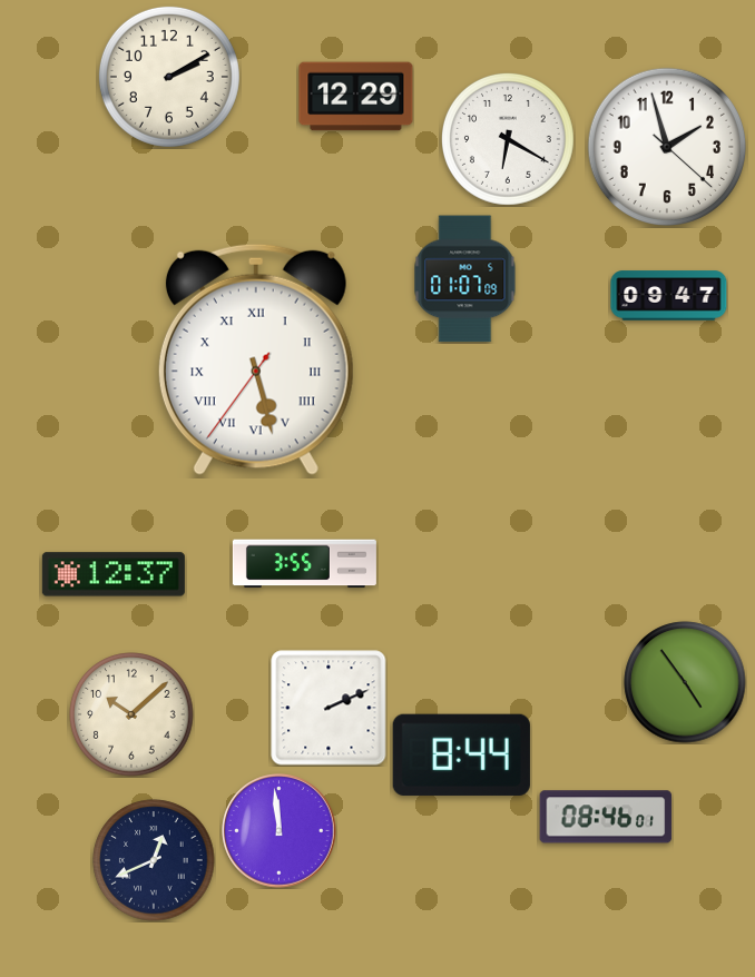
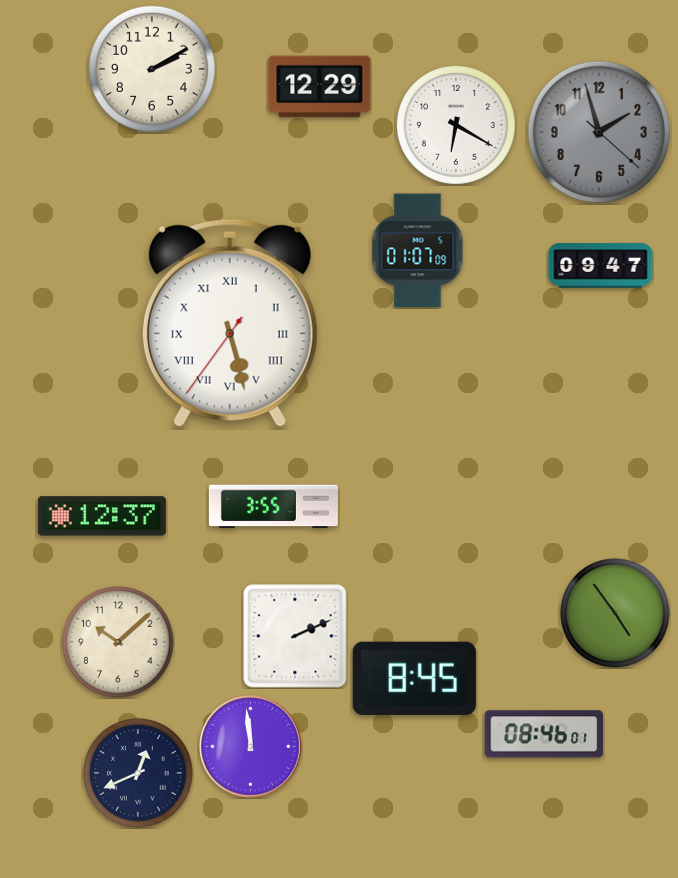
clock at (666, 146) dial: white -> grey
clock at (461, 754): 8:44 -> 8:45
